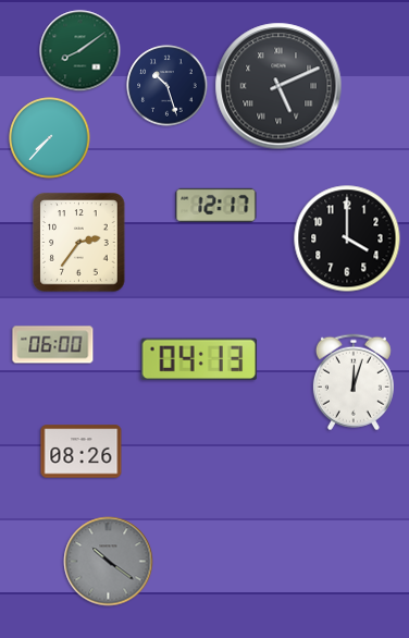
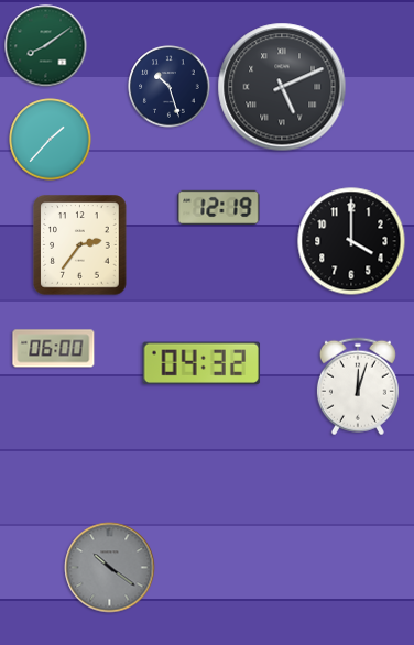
clock at (80, 51) position: (80, 51) -> (46, 46)
clock at (50, 138): 7:37 -> 1:37
clock at (216, 205): 12:17 -> 12:19
clock at (199, 359): 04:13 -> 04:32
clock at (82, 452): 08:26 -> none
